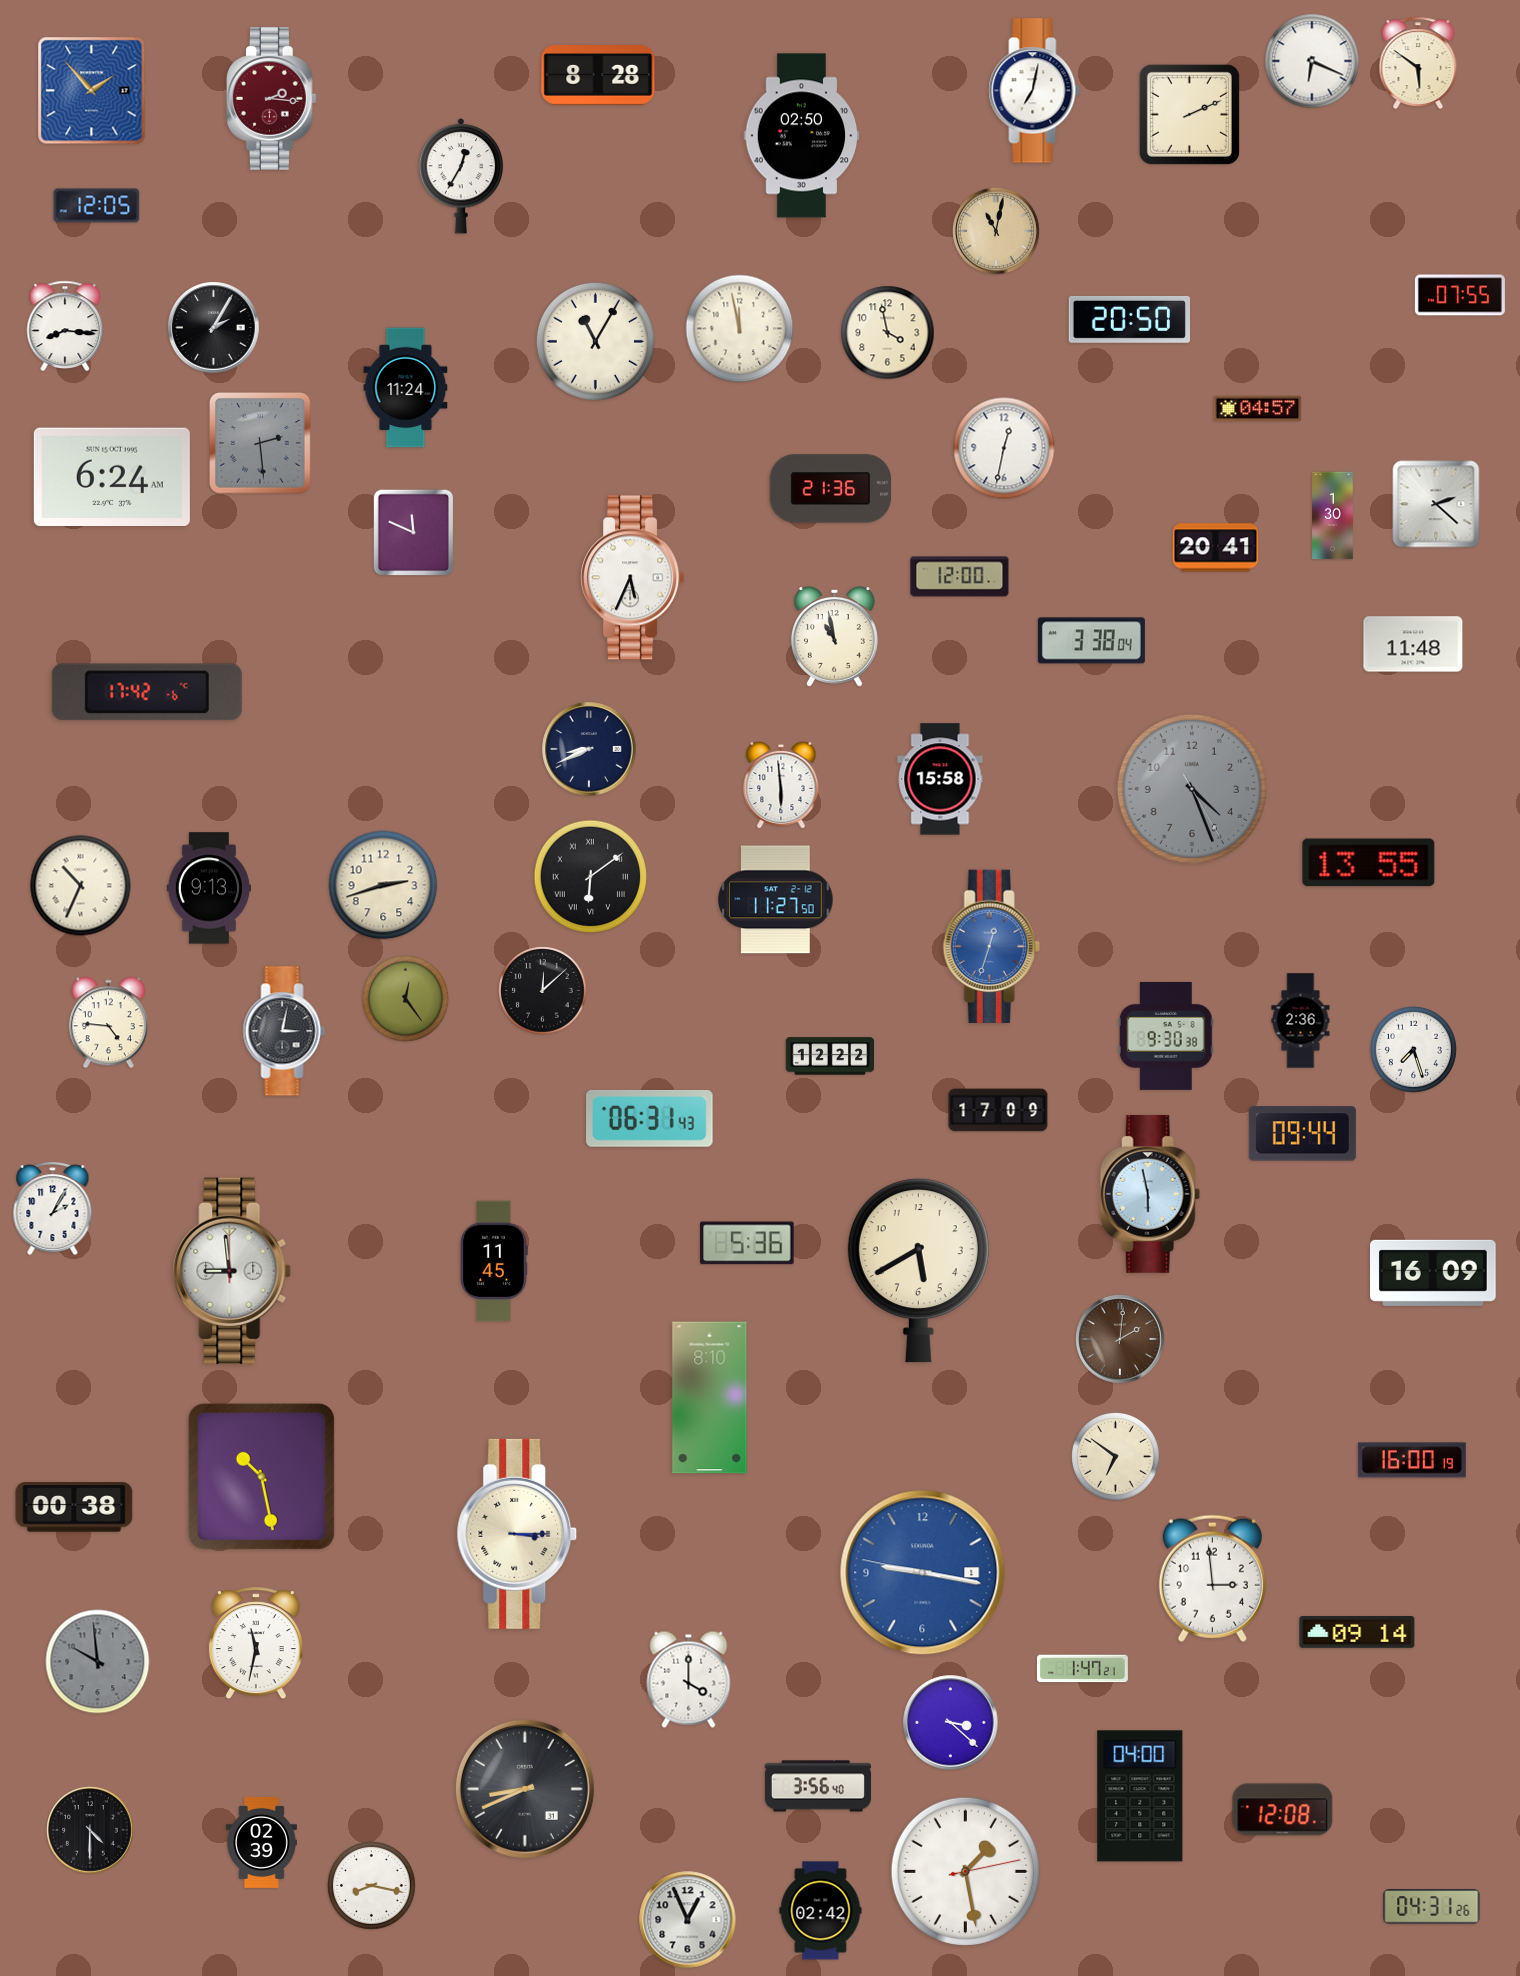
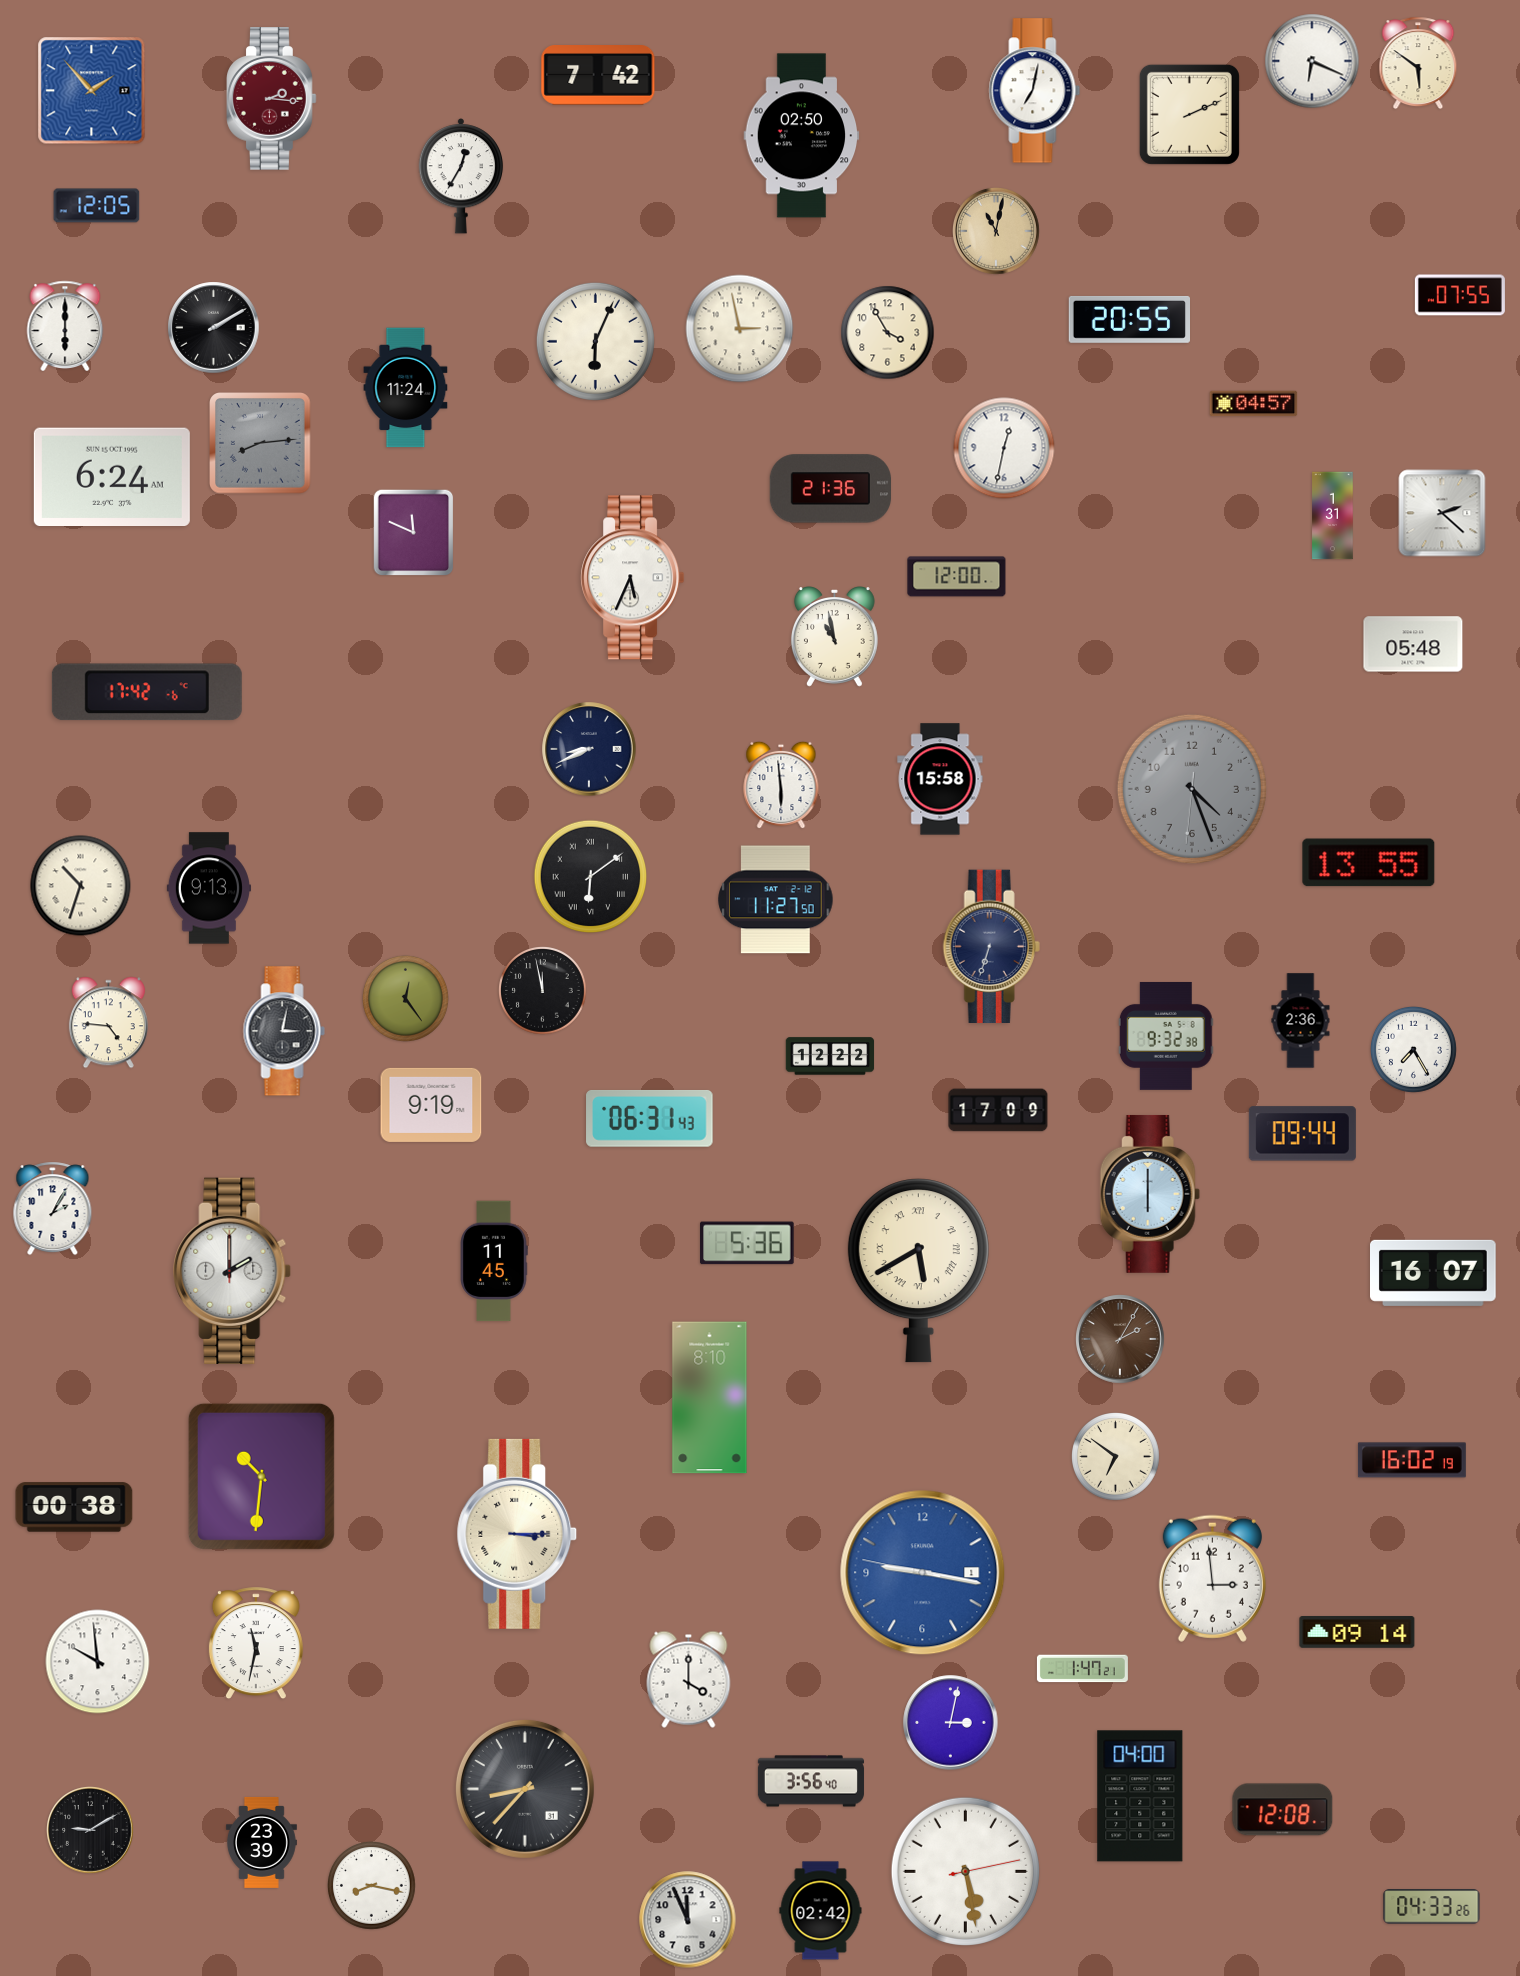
clock at (598, 75): 8:28 -> 7:42
clock at (1129, 319): 20:50 -> 20:55
clock at (65, 325): 8:16 -> 6:00
clock at (214, 328): 2:05 -> 2:10
clock at (740, 329): 11:58 -> 2:58
clock at (888, 333): 3:58 -> 3:55
clock at (595, 341): 11:05 -> 6:04
clock at (1258, 409) position: (1258, 409) -> (1254, 404)
clock at (260, 443): 2:29 -> 8:14
clock at (1436, 504) position: (1436, 504) -> (1442, 513)
clock at (1333, 516): 1:30 -> 1:31
clock at (1216, 548): 20:41 -> none
clock at (960, 577) position: (960, 577) -> (957, 577)
clock at (1091, 641): 3:38 -> none
clock at (1413, 644): 11:48 -> 05:48
clock at (1192, 789): 4:26:25 -> 4:26:31
clock at (383, 885): 2:42 -> none
clock at (81, 886): 10:34 -> 10:33
clock at (991, 947): 12:33 -> 6:33
clock at (991, 947) dial: blue -> navy
clock at (543, 991): 12:08 -> 11:58
clock at (1166, 1036): 9:30 -> 9:32
clock at (1413, 1049): 7:27 -> 7:25
clock at (431, 1105): none -> 9:19
clock at (1150, 1194): 5:58 -> 6:00
clock at (233, 1271): 8:59 -> 2:00
clock at (918, 1271) numerals: Arabic -> Roman
clock at (1434, 1273): 16:09 -> 16:07
clock at (1120, 1339): 2:01 -> 2:05
clock at (1412, 1460): 16:00 -> 16:02
clock at (261, 1476): 10:28 -> 10:31
clock at (98, 1662) dial: grey -> white
clock at (951, 1723): 3:22 -> 3:02
clock at (818, 1786) position: (818, 1786) -> (811, 1781)
clock at (525, 1789): 8:41 -> 8:37
clock at (91, 1831): 4:30 -> 9:10
clock at (261, 1842): 02:39 -> 23:39
clock at (965, 1871): 1:28 -> 5:28
clock at (1432, 1907): 04:31 -> 04:33
clock at (688, 1920): 12:56 -> 11:56
